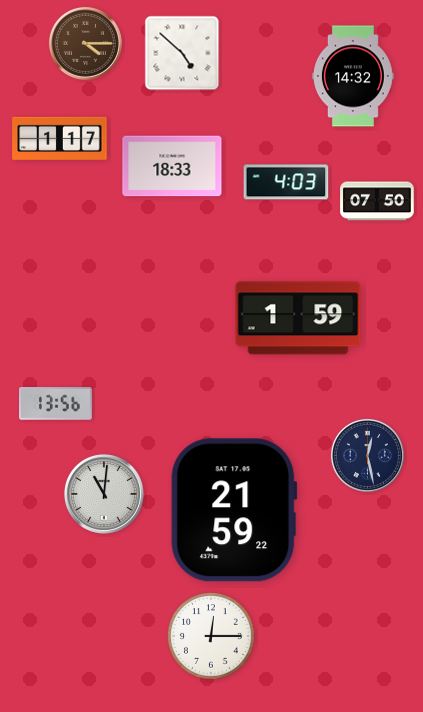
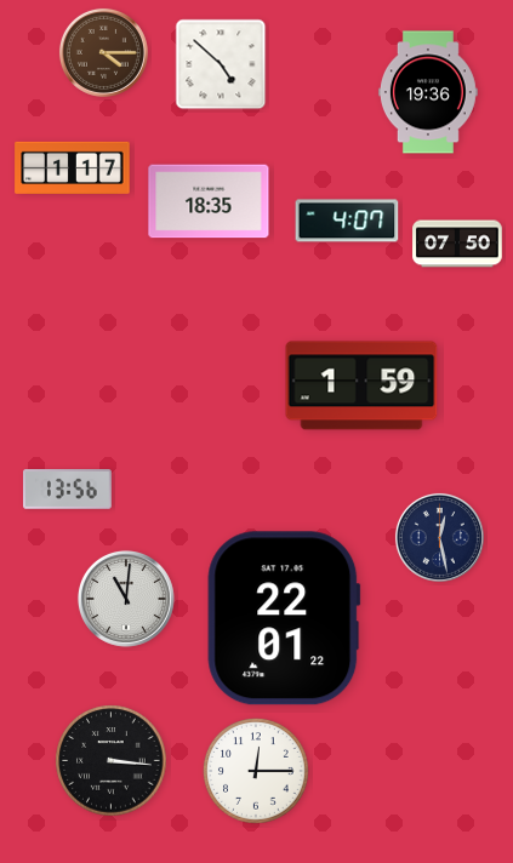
clock at (353, 76): 14:32 -> 19:36
clock at (172, 166): 18:33 -> 18:35
clock at (286, 182): 4:03 -> 4:07
clock at (367, 455) position: (367, 455) -> (439, 537)
clock at (234, 510): 21:59 -> 22:01
clock at (112, 761): none -> 3:16
